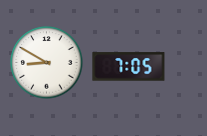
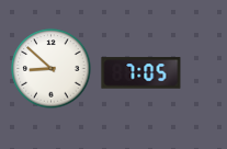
clock at (47, 63): 8:50 -> 8:52
